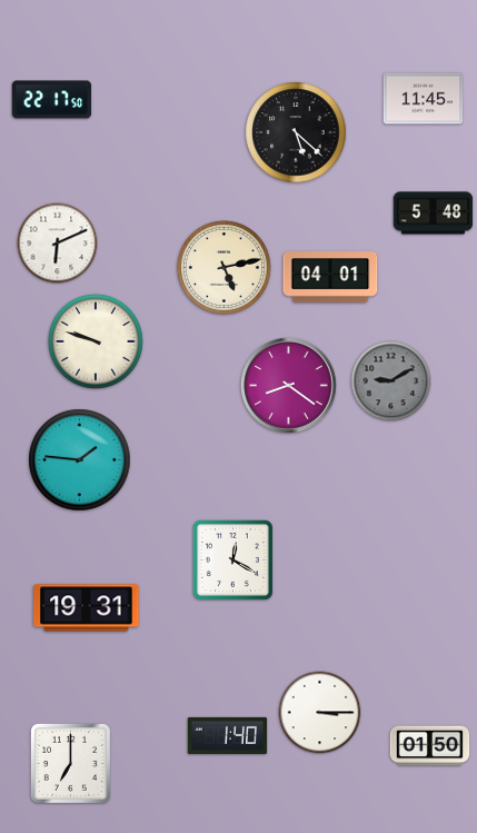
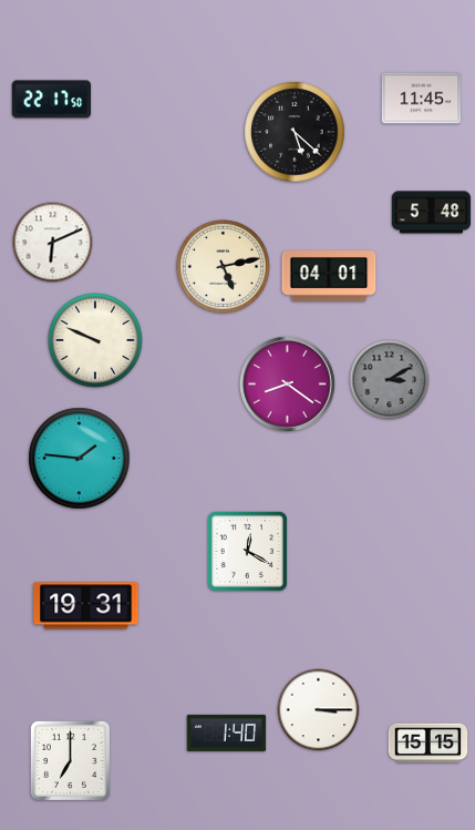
clock at (58, 244) position: (58, 244) -> (53, 243)
clock at (96, 341): 9:48 -> 9:49
clock at (391, 381): 9:10 -> 3:10
clock at (232, 559) position: (232, 559) -> (247, 551)
clock at (430, 746): 01:50 -> 15:15
